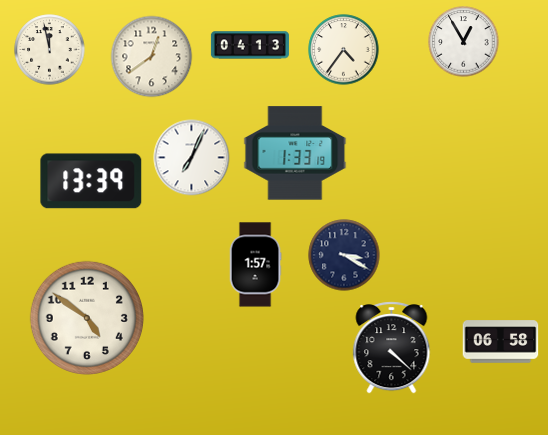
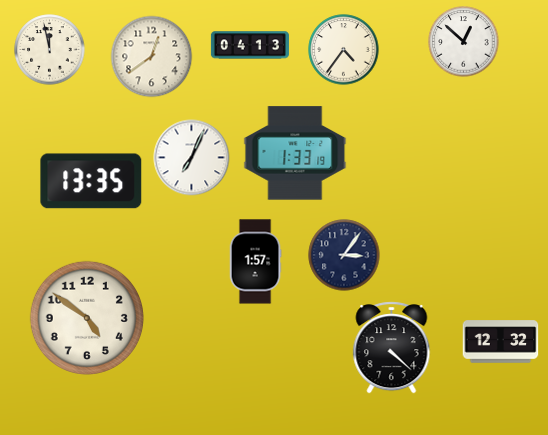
clock at (464, 42): 12:55 -> 12:52
clock at (91, 181): 13:39 -> 13:35
clock at (344, 255): 3:20 -> 3:06
clock at (255, 265) position: (255, 265) -> (255, 262)
clock at (501, 342): 06:58 -> 12:32
